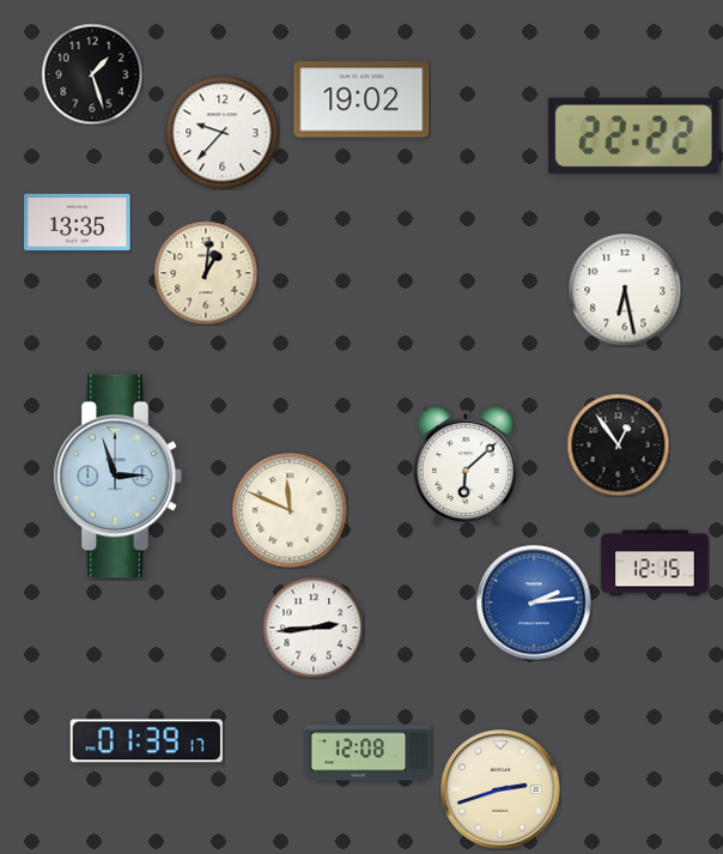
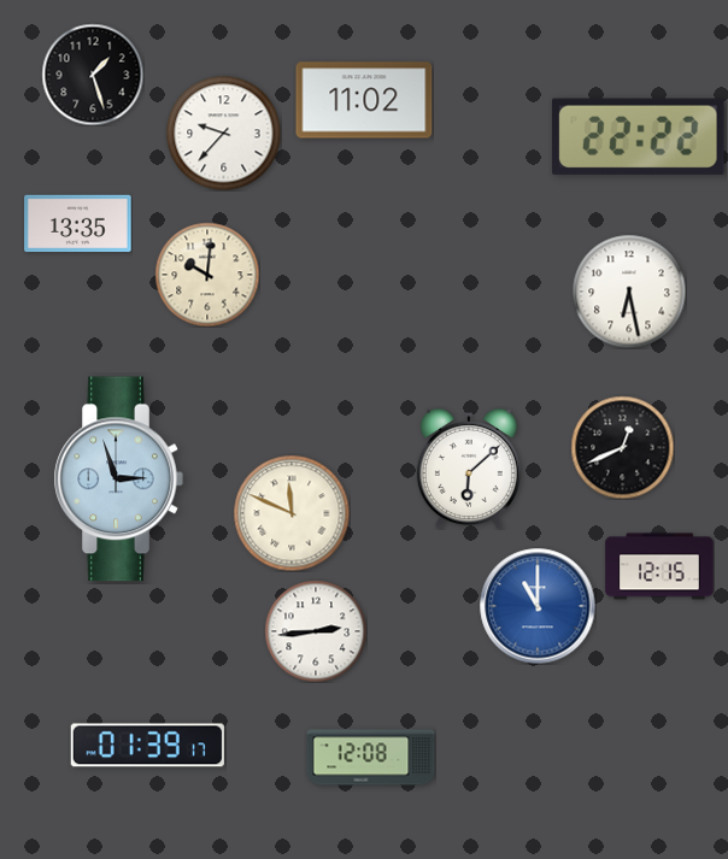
clock at (361, 99): 19:02 -> 11:02
clock at (206, 273): 1:01 -> 10:01
clock at (618, 444): 12:54 -> 12:41
clock at (534, 602): 2:14 -> 11:00
clock at (500, 789): 2:42 -> none
